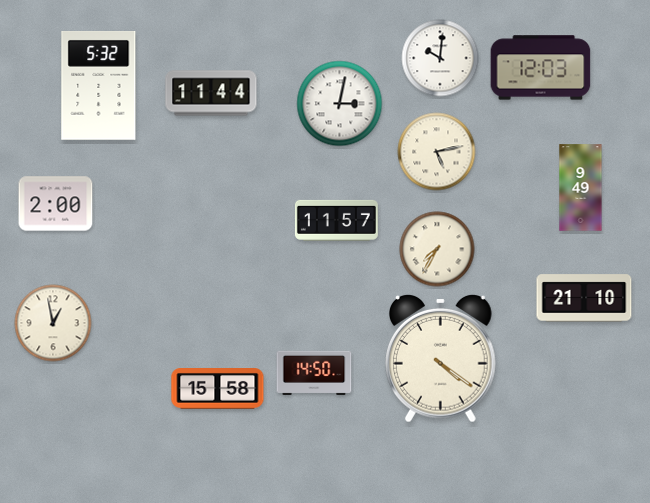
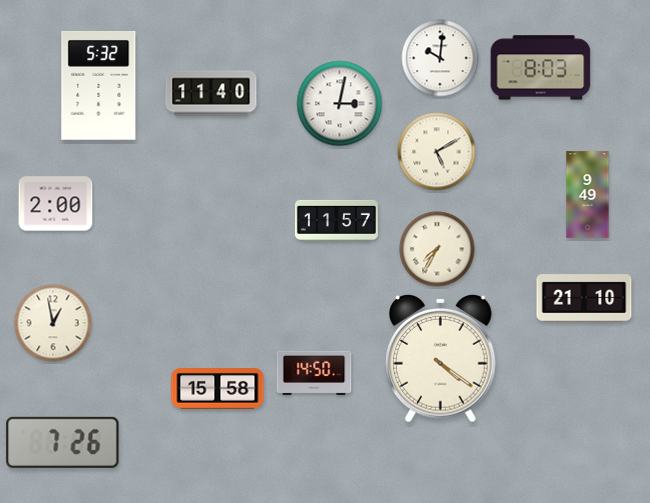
clock at (541, 68): 12:03 -> 8:03
clock at (211, 93): 11:44 -> 11:40
clock at (437, 152): 5:13 -> 5:10
clock at (581, 188) position: (581, 188) -> (588, 195)
clock at (63, 442): none -> 7:26
